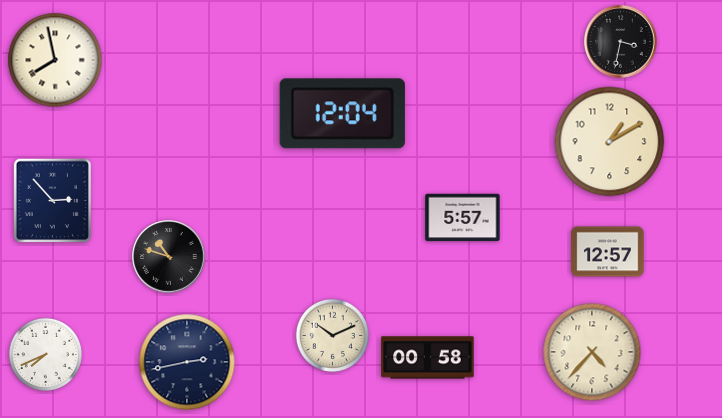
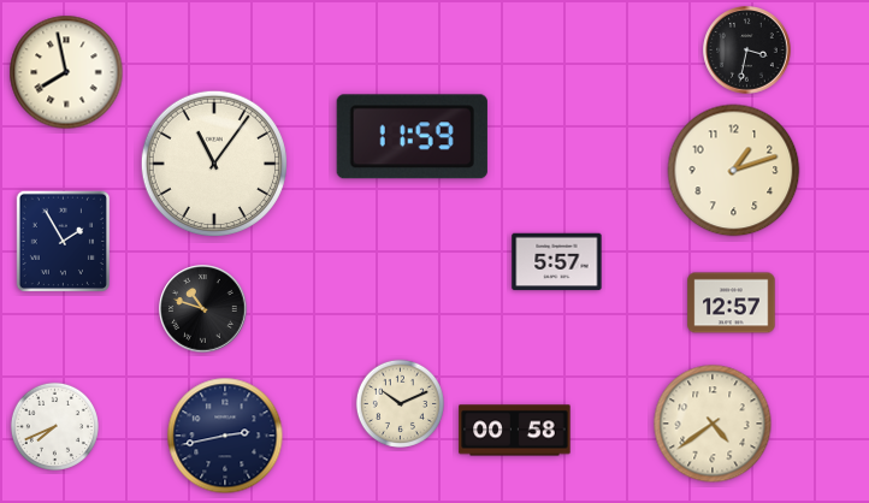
clock at (342, 114): 12:04 -> 11:59
clock at (214, 164): none -> 11:06
clock at (610, 142): 1:10 -> 1:12
clock at (52, 200): 2:53 -> 1:55
clock at (592, 352): 4:37 -> 4:39
